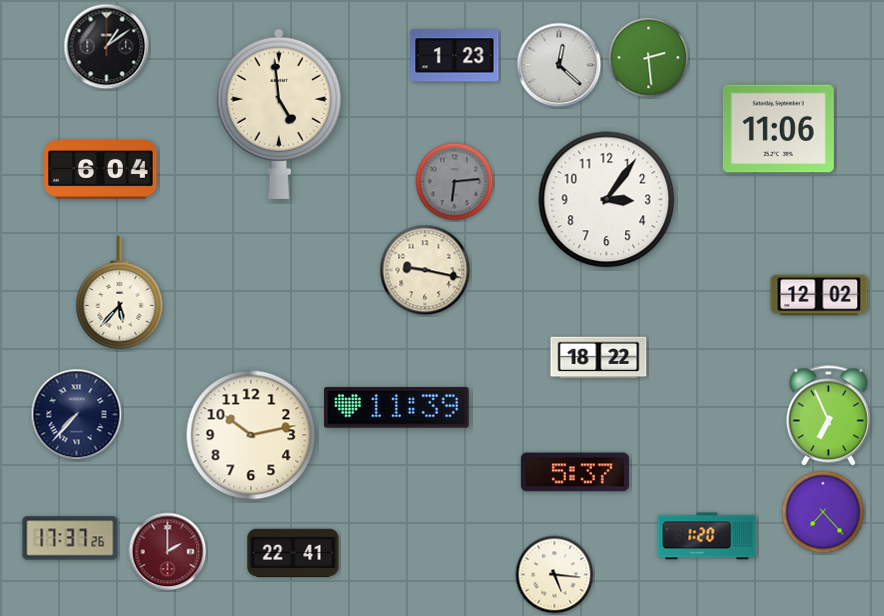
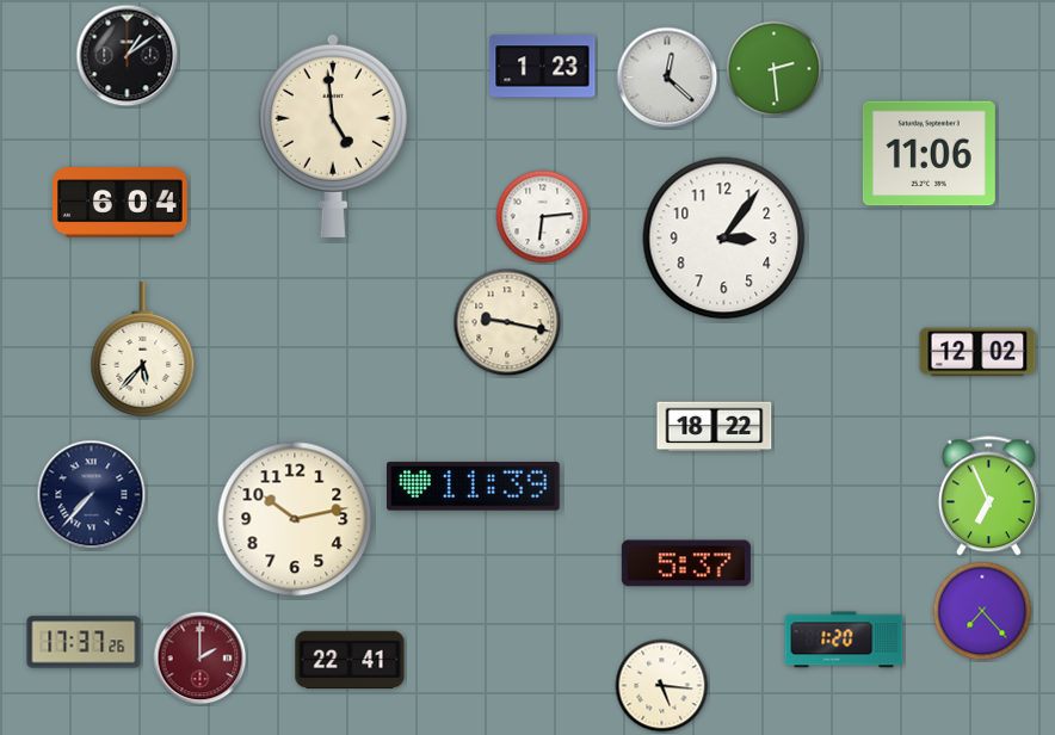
clock at (455, 182) dial: grey -> white
clock at (251, 435) position: (251, 435) -> (295, 519)
